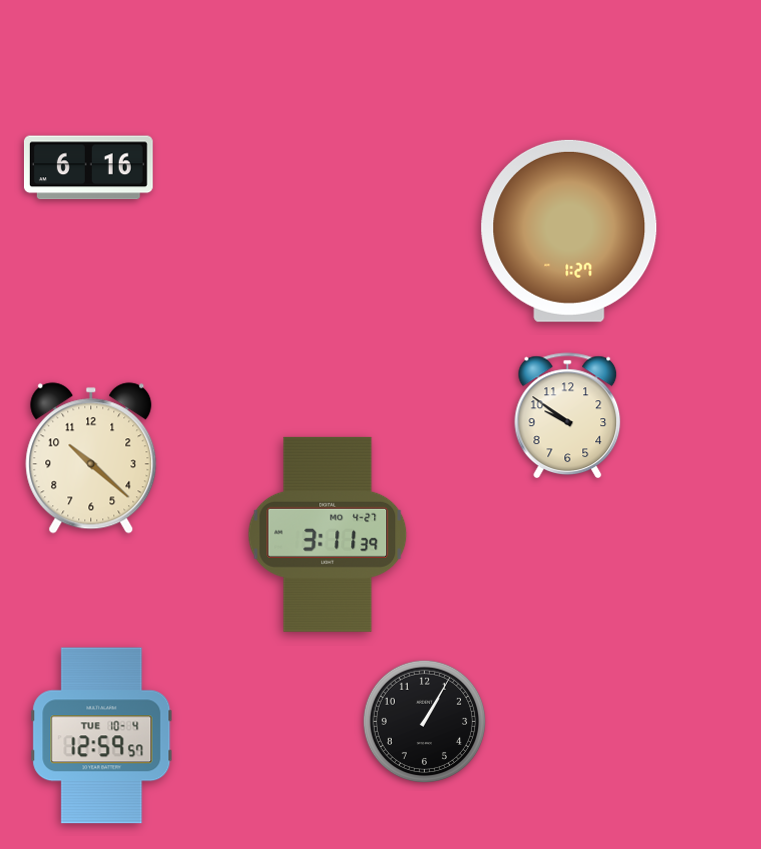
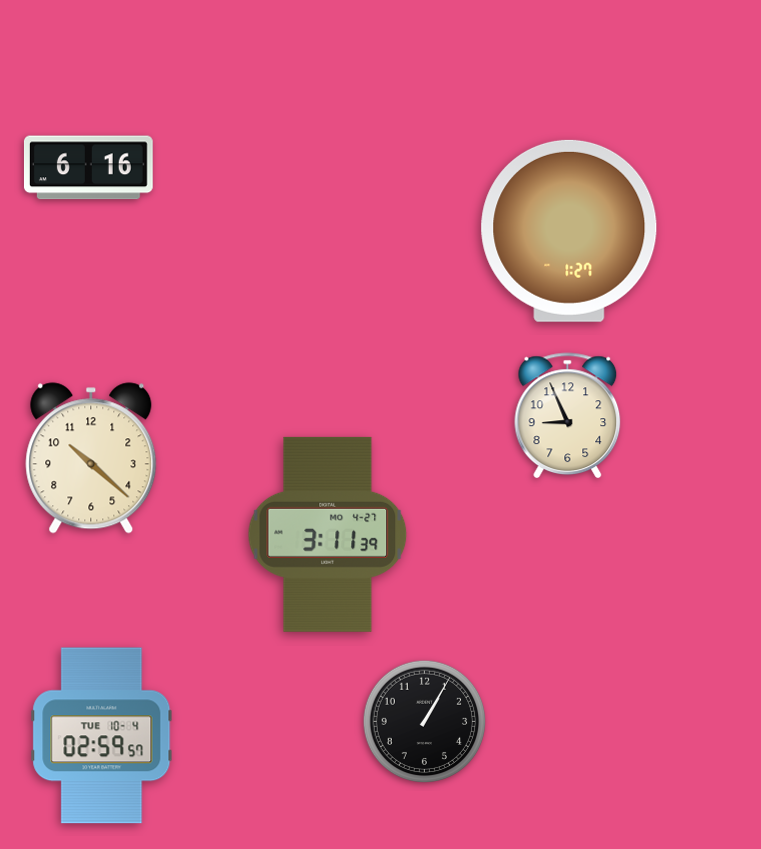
clock at (568, 416): 9:51 -> 8:56
clock at (102, 736): 12:59 -> 02:59
